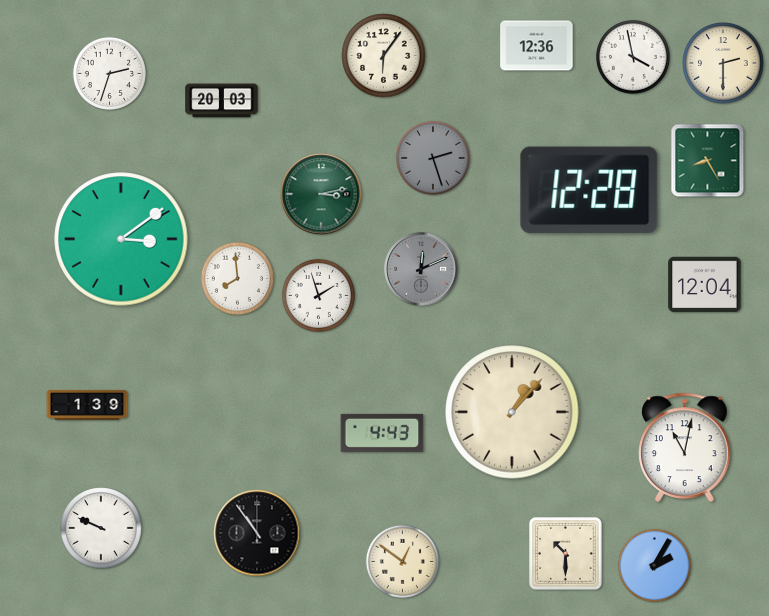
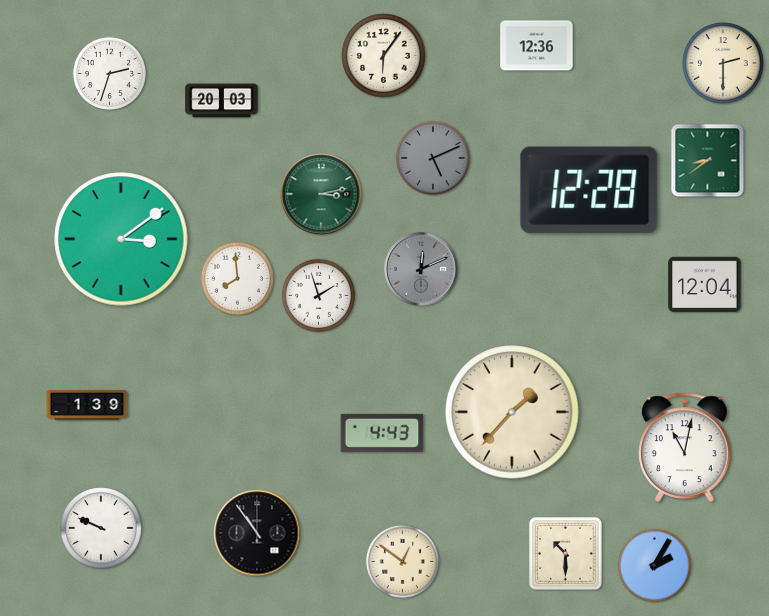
clock at (633, 57): 3:58 -> none
clock at (433, 158): 2:27 -> 5:11
clock at (708, 161): 8:25 -> 8:39
clock at (512, 412): 1:07 -> 1:37
